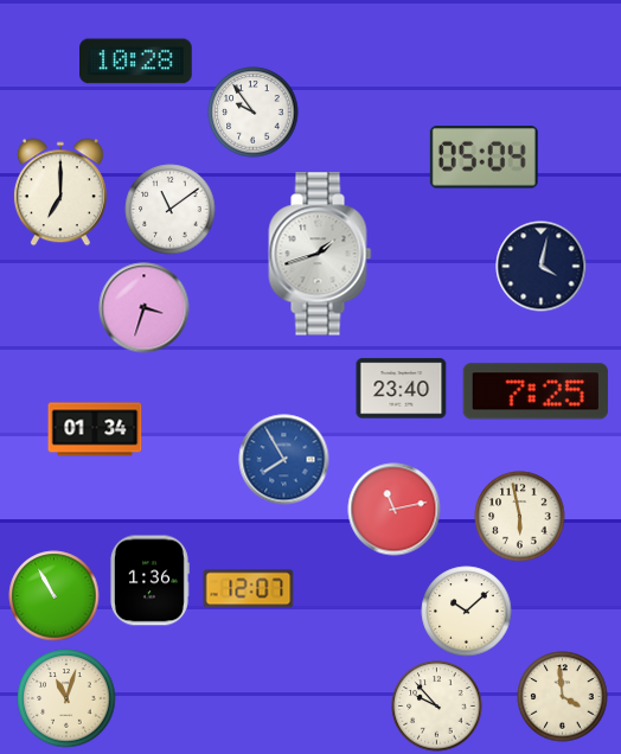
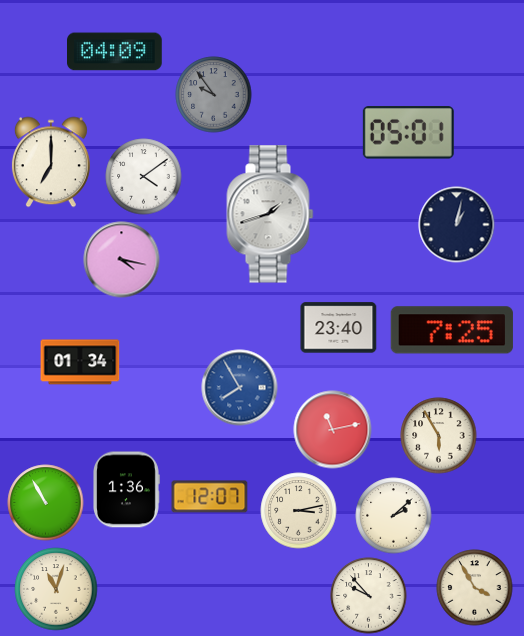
clock at (136, 62): 10:28 -> 04:09
clock at (254, 113) dial: white -> grey
clock at (484, 158): 05:04 -> 05:01
clock at (171, 210): 11:09 -> 4:09
clock at (542, 267): 4:02 -> 1:02
clock at (145, 308): 3:33 -> 4:17
clock at (520, 517): 5:58 -> 5:55
clock at (299, 511): none -> 3:13
clock at (467, 612): 10:08 -> 2:08
clock at (563, 697): 3:59 -> 3:55
